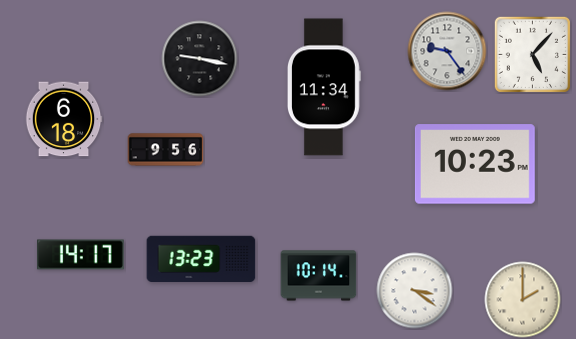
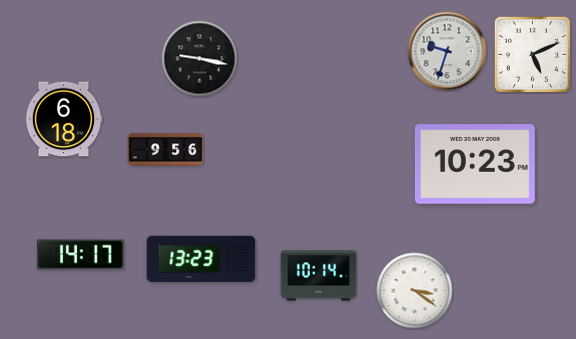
clock at (447, 51): 9:24 -> 9:33
clock at (532, 54): 5:07 -> 5:11
clock at (324, 87): 11:34 -> none
clock at (523, 300): 2:00 -> none
